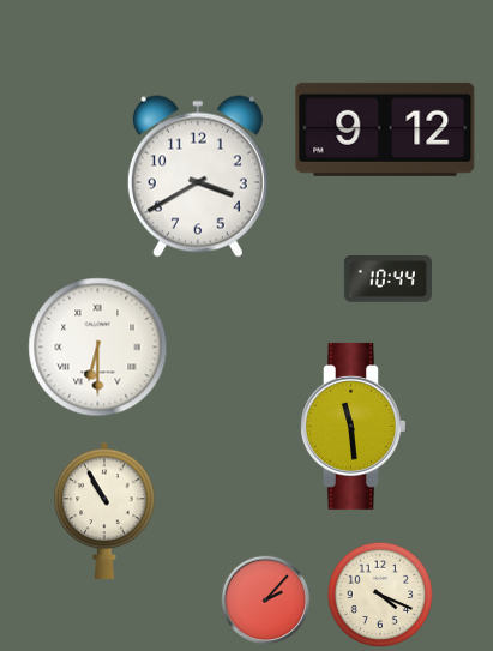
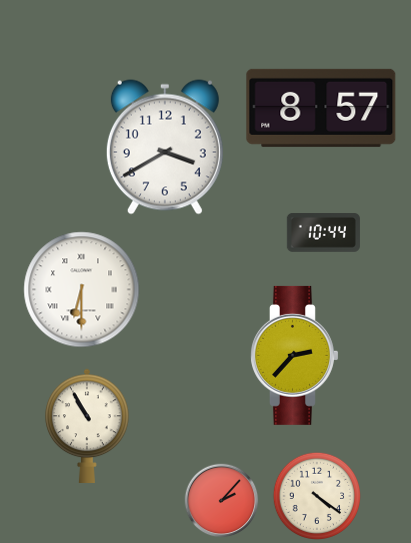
clock at (385, 129): 9:12 -> 8:57
clock at (354, 426): 11:29 -> 2:37
clock at (380, 595): 4:19 -> 4:21
